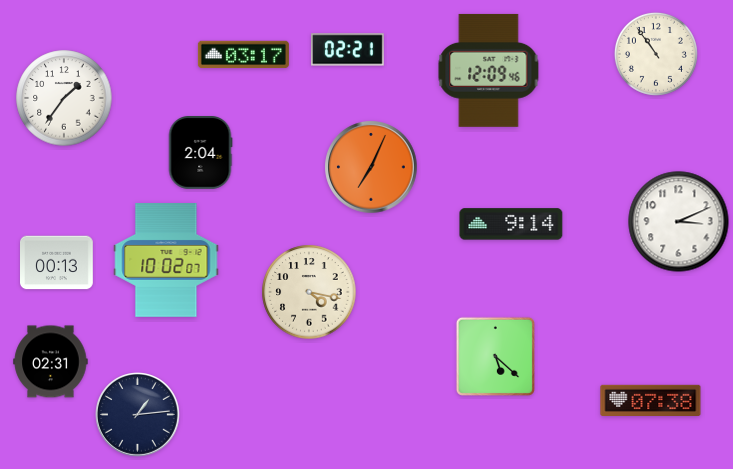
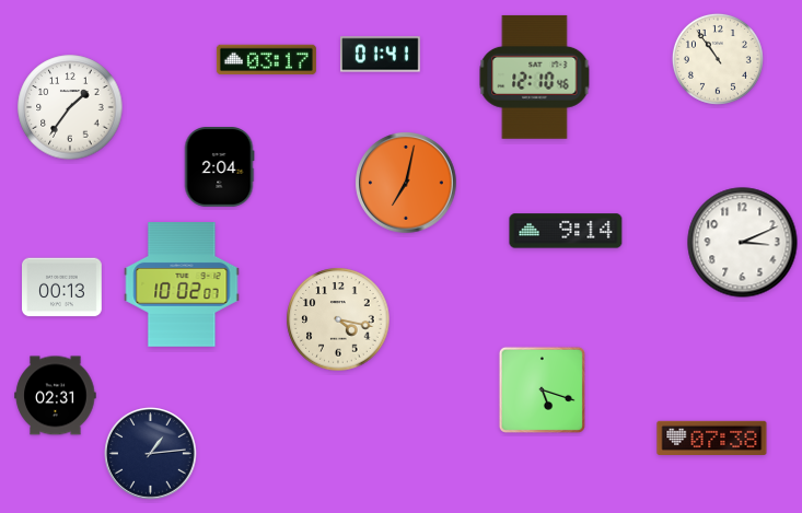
clock at (348, 50): 02:21 -> 01:41
clock at (489, 70): 12:09 -> 12:10
clock at (371, 167): 7:04 -> 7:02
clock at (511, 224) position: (511, 224) -> (566, 231)
clock at (495, 356): 5:22 -> 5:18
